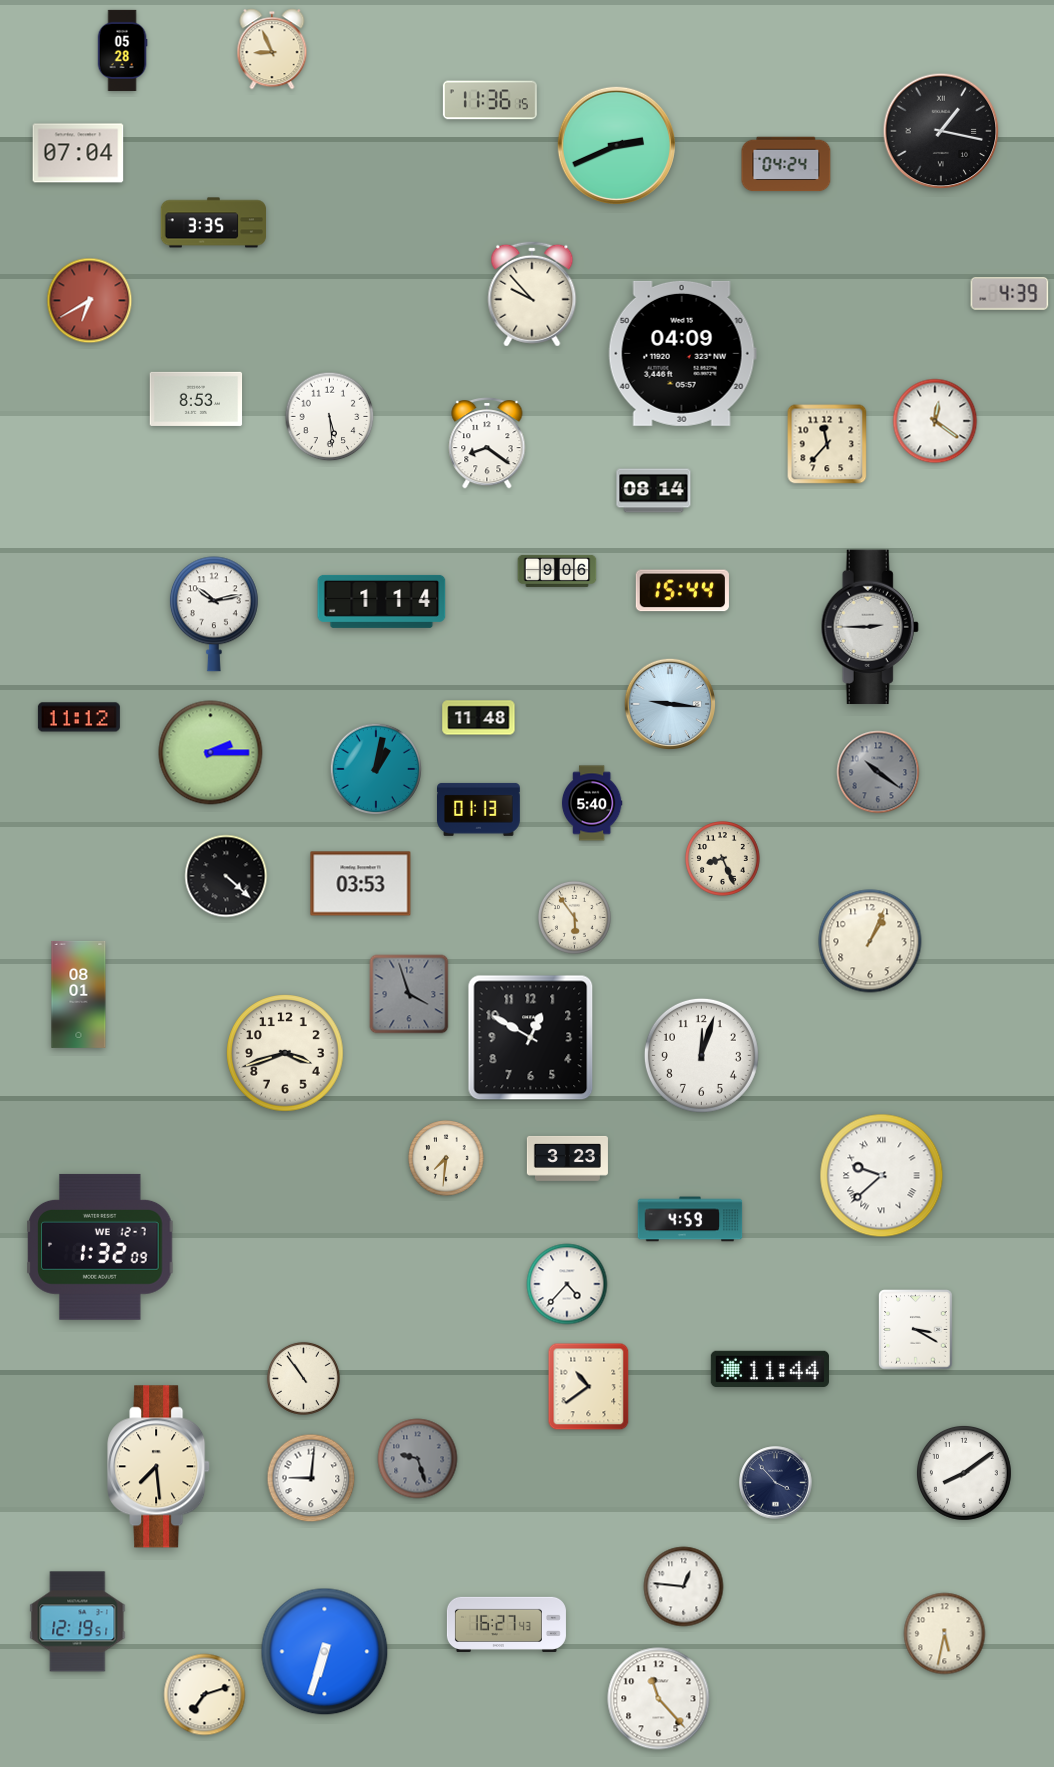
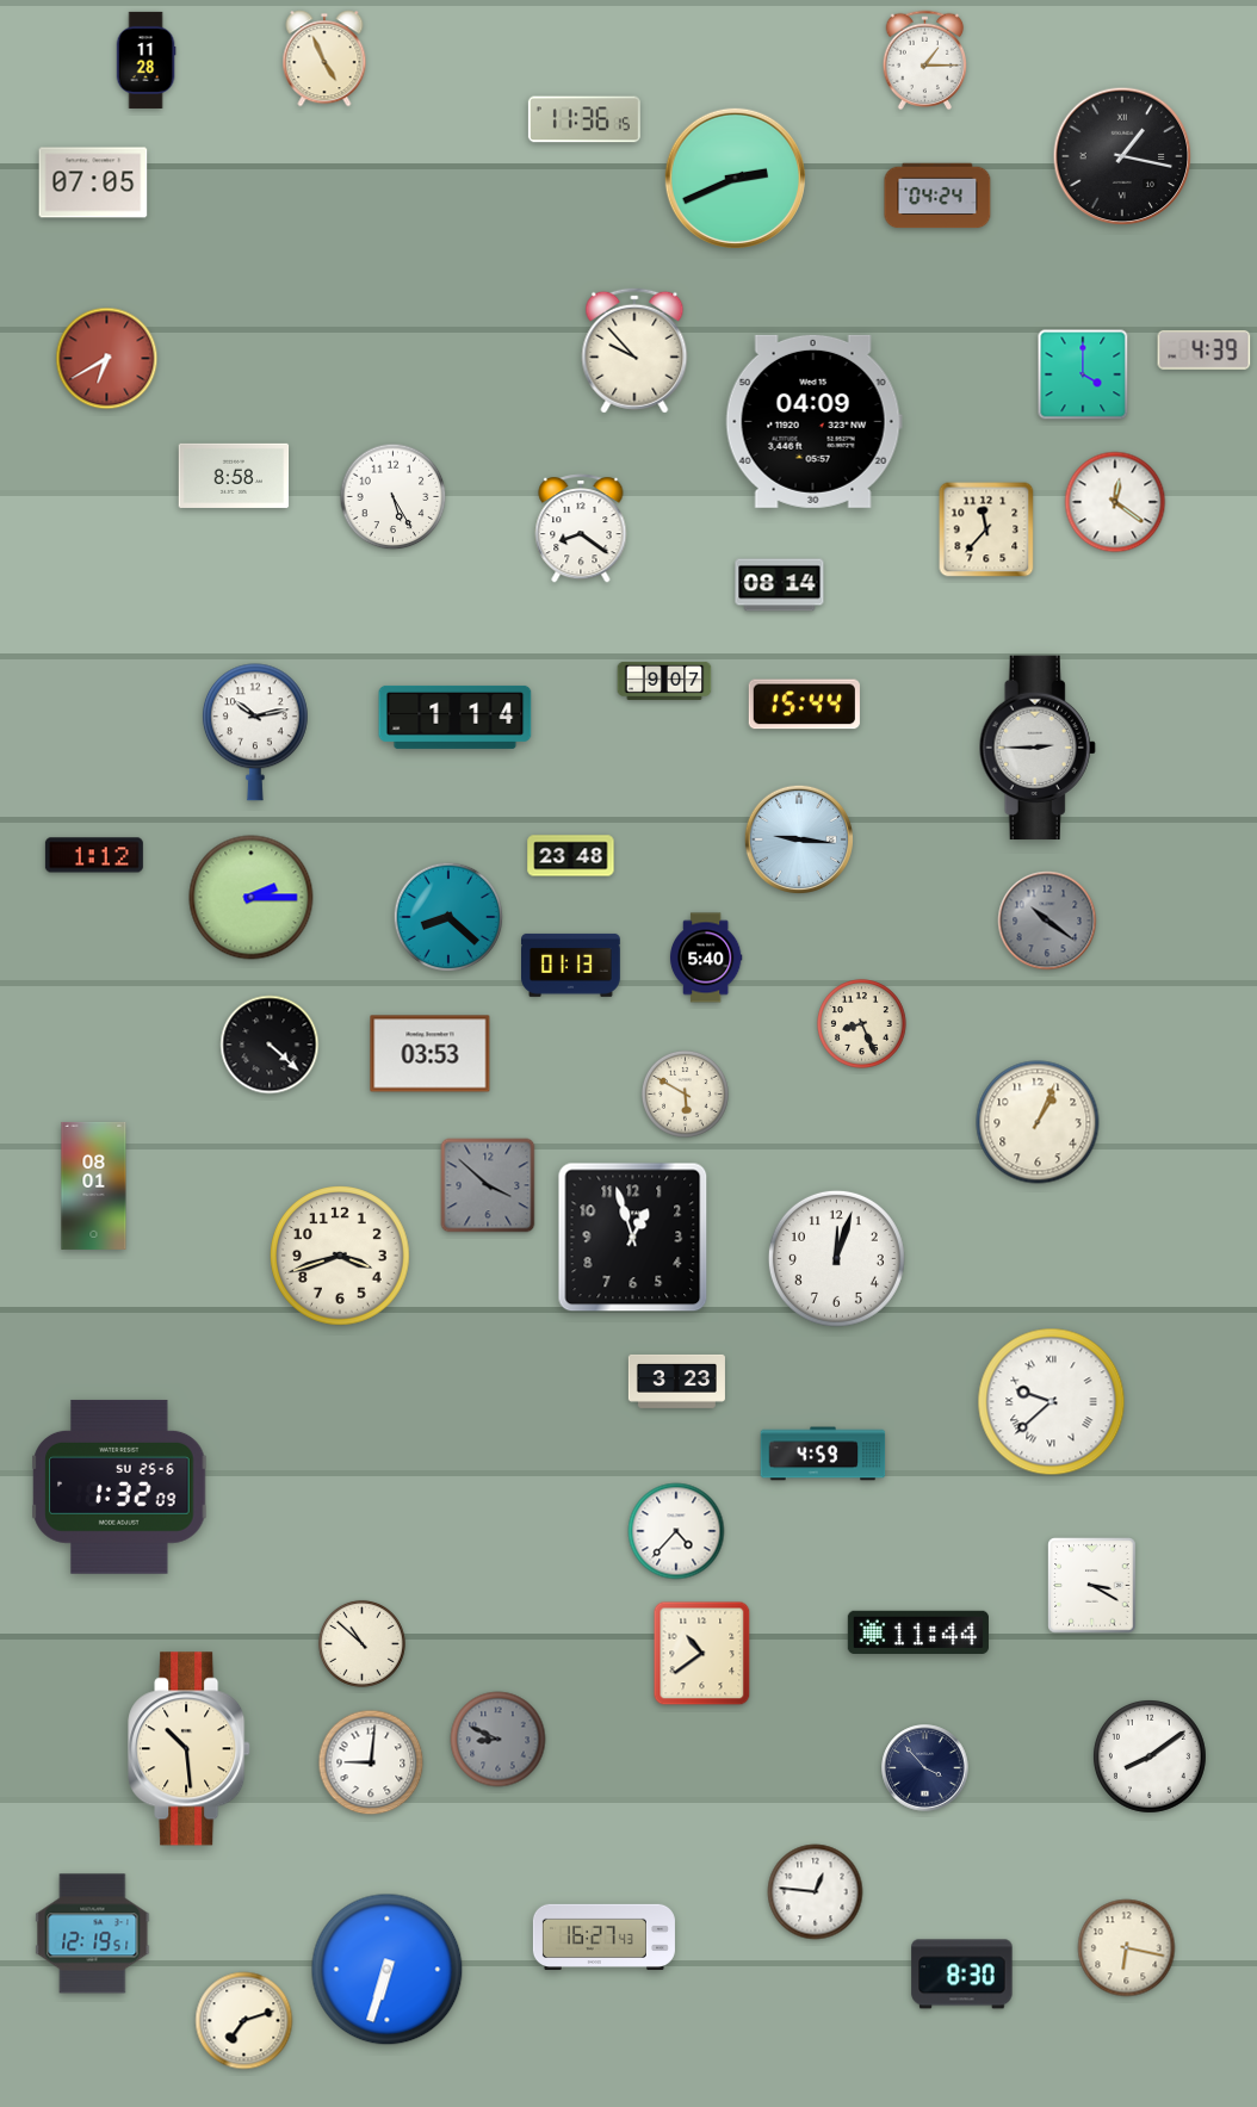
clock at (272, 49): 8:56 -> 4:56
clock at (122, 50): 05:28 -> 11:28
clock at (925, 61): none -> 1:15
clock at (616, 145) position: (616, 145) -> (735, 178)
clock at (78, 153): 07:04 -> 07:05
clock at (214, 223): 3:35 -> none
clock at (1083, 374): none -> 4:00
clock at (196, 399): 8:53 -> 8:58
clock at (330, 417): 5:29 -> 5:25
clock at (557, 571): 9:06 -> 9:07
clock at (682, 591) position: (682, 591) -> (804, 705)
clock at (79, 717): 11:12 -> 1:12
clock at (479, 718): 11:48 -> 23:48
clock at (375, 768): 1:02 -> 8:22
clock at (574, 917): 5:54 -> 5:50
clock at (409, 994): 3:57 -> 3:52
clock at (531, 1038): 12:50 -> 12:57
clock at (446, 1158): 7:31 -> none
clock at (100, 1247) date: WE 12-7 -> SU 25-6
clock at (303, 1378): 10:54 -> 10:52
clock at (418, 1459): 9:27 -> 8:49
clock at (159, 1467): 7:29 -> 10:29
clock at (945, 1634): 5:32 -> 6:17
clock at (962, 1975): none -> 8:30
clock at (659, 1699): 11:23 -> none
